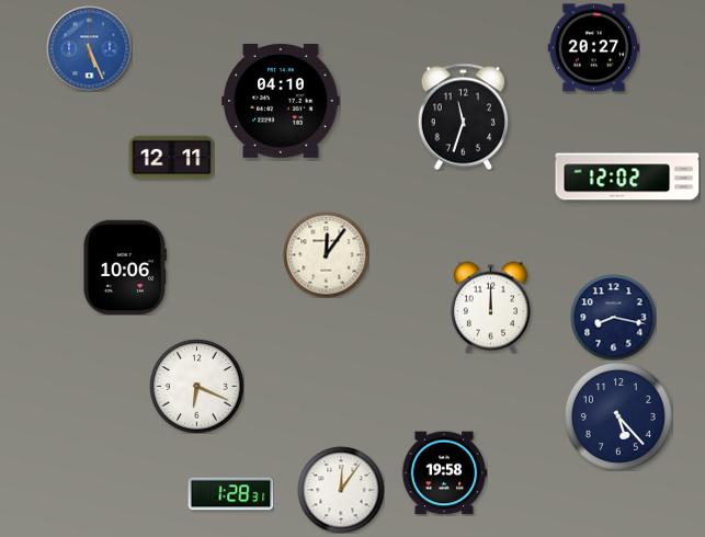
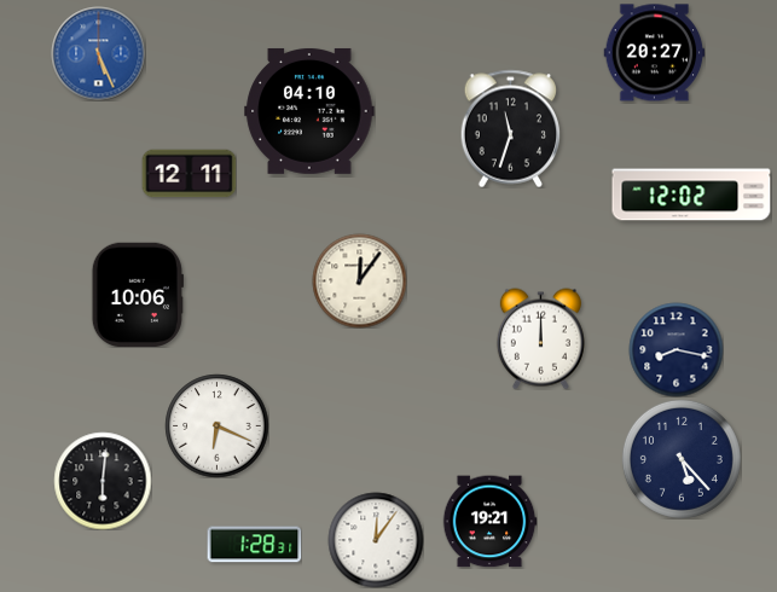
clock at (103, 481): none -> 6:01
clock at (444, 473): 19:58 -> 19:21
